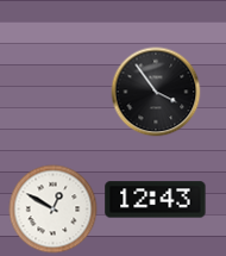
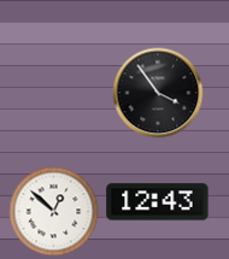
clock at (54, 210): 12:50 -> 12:52
